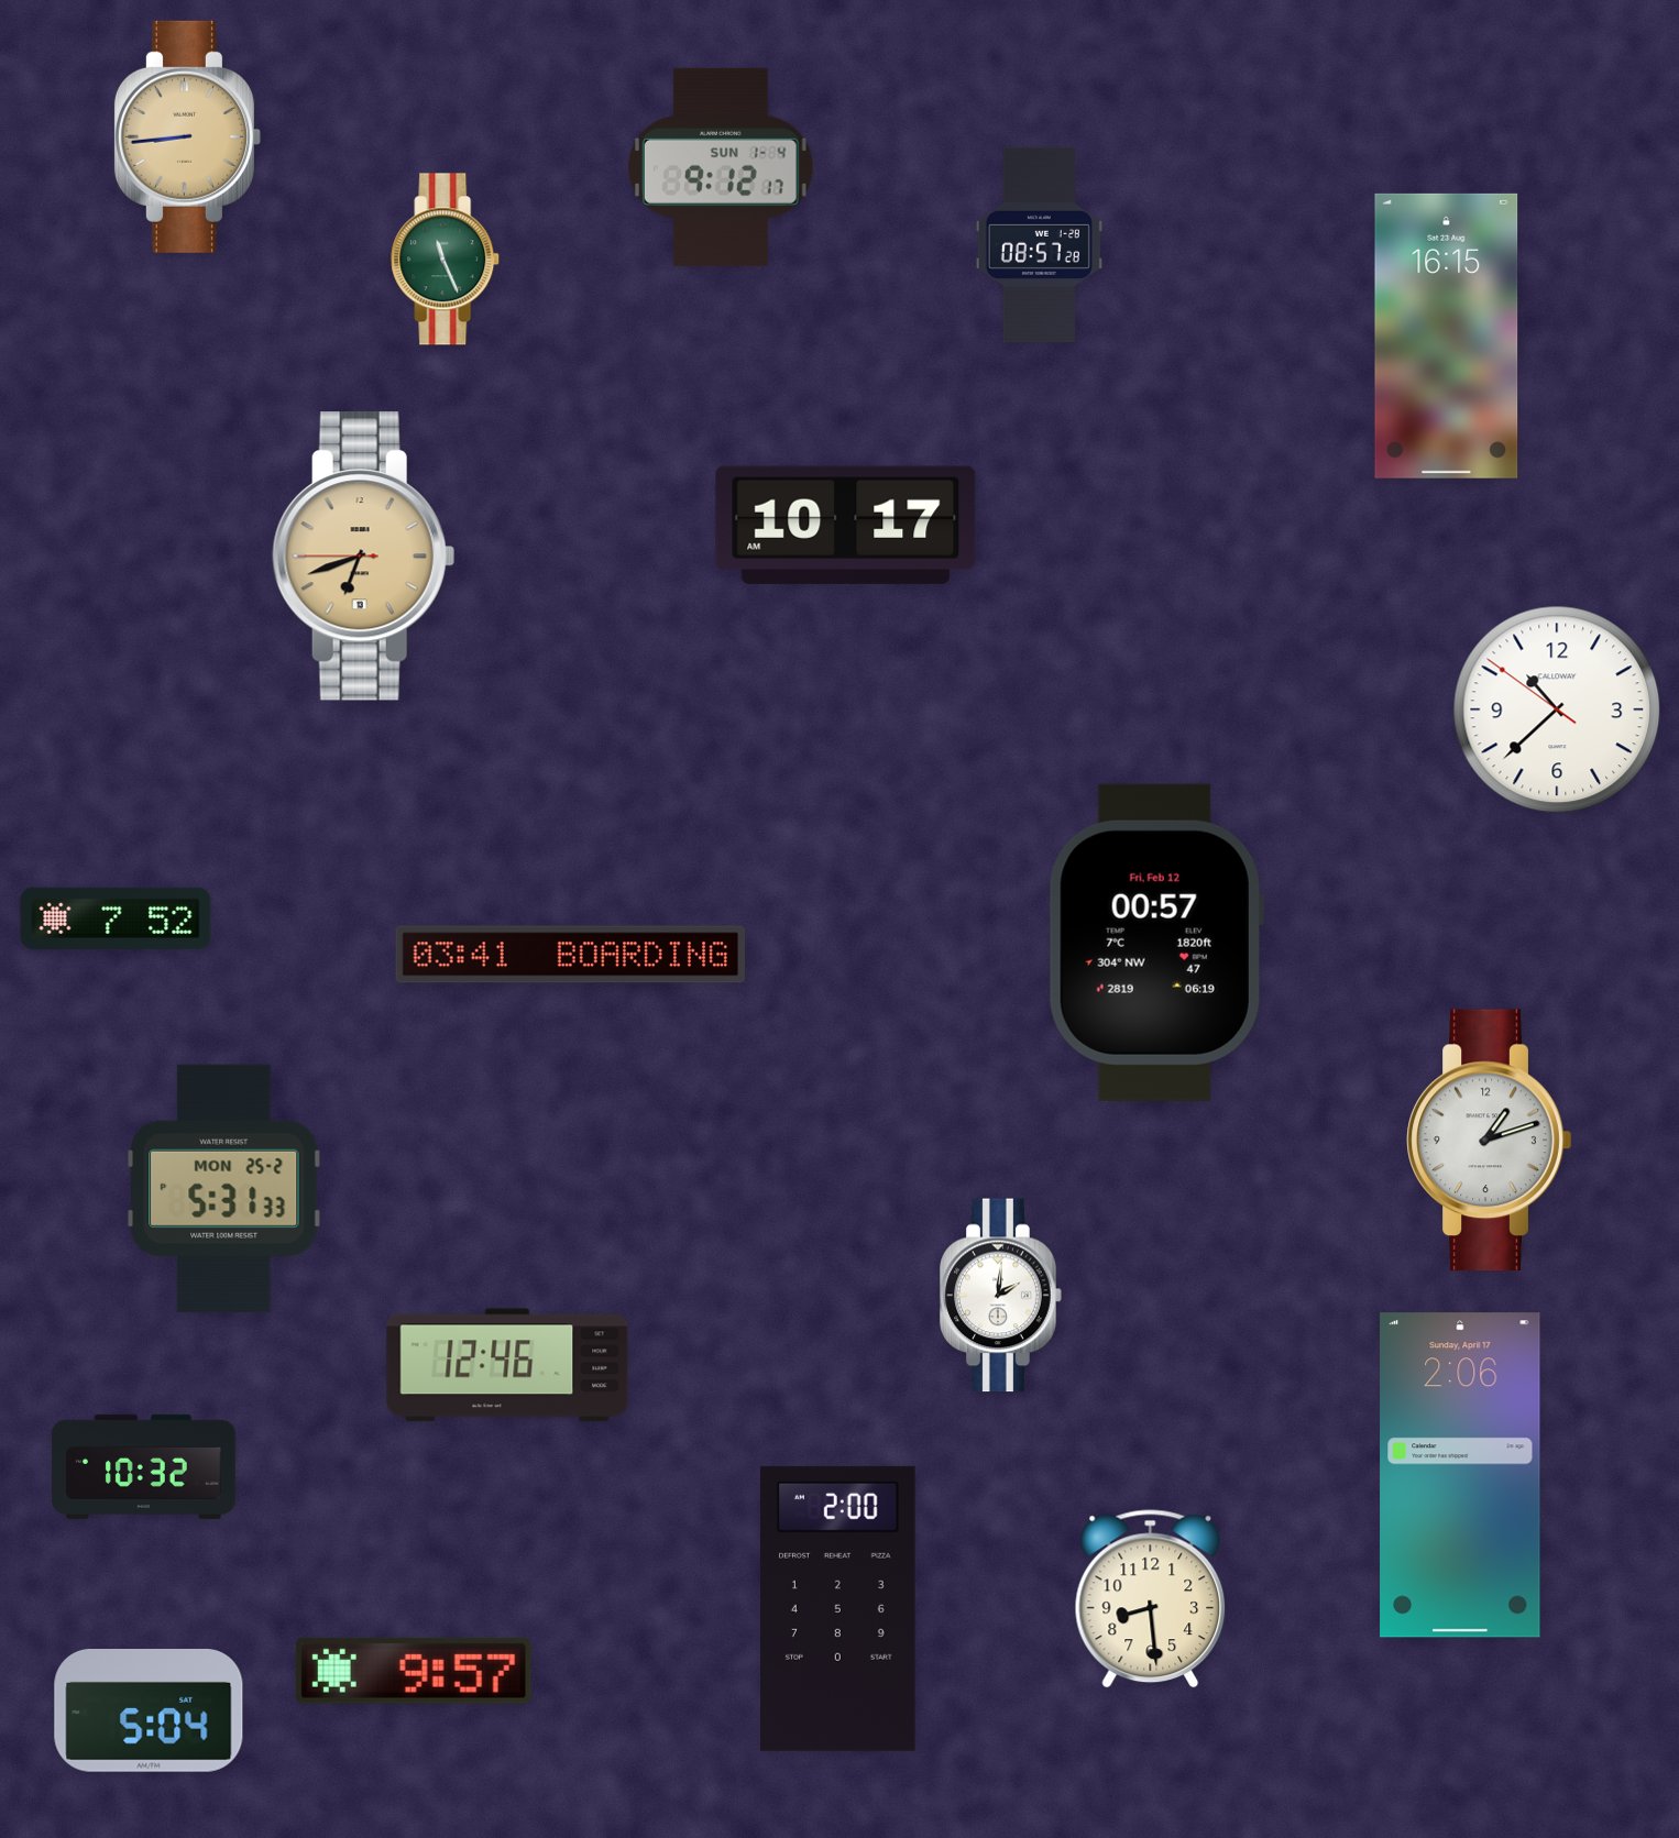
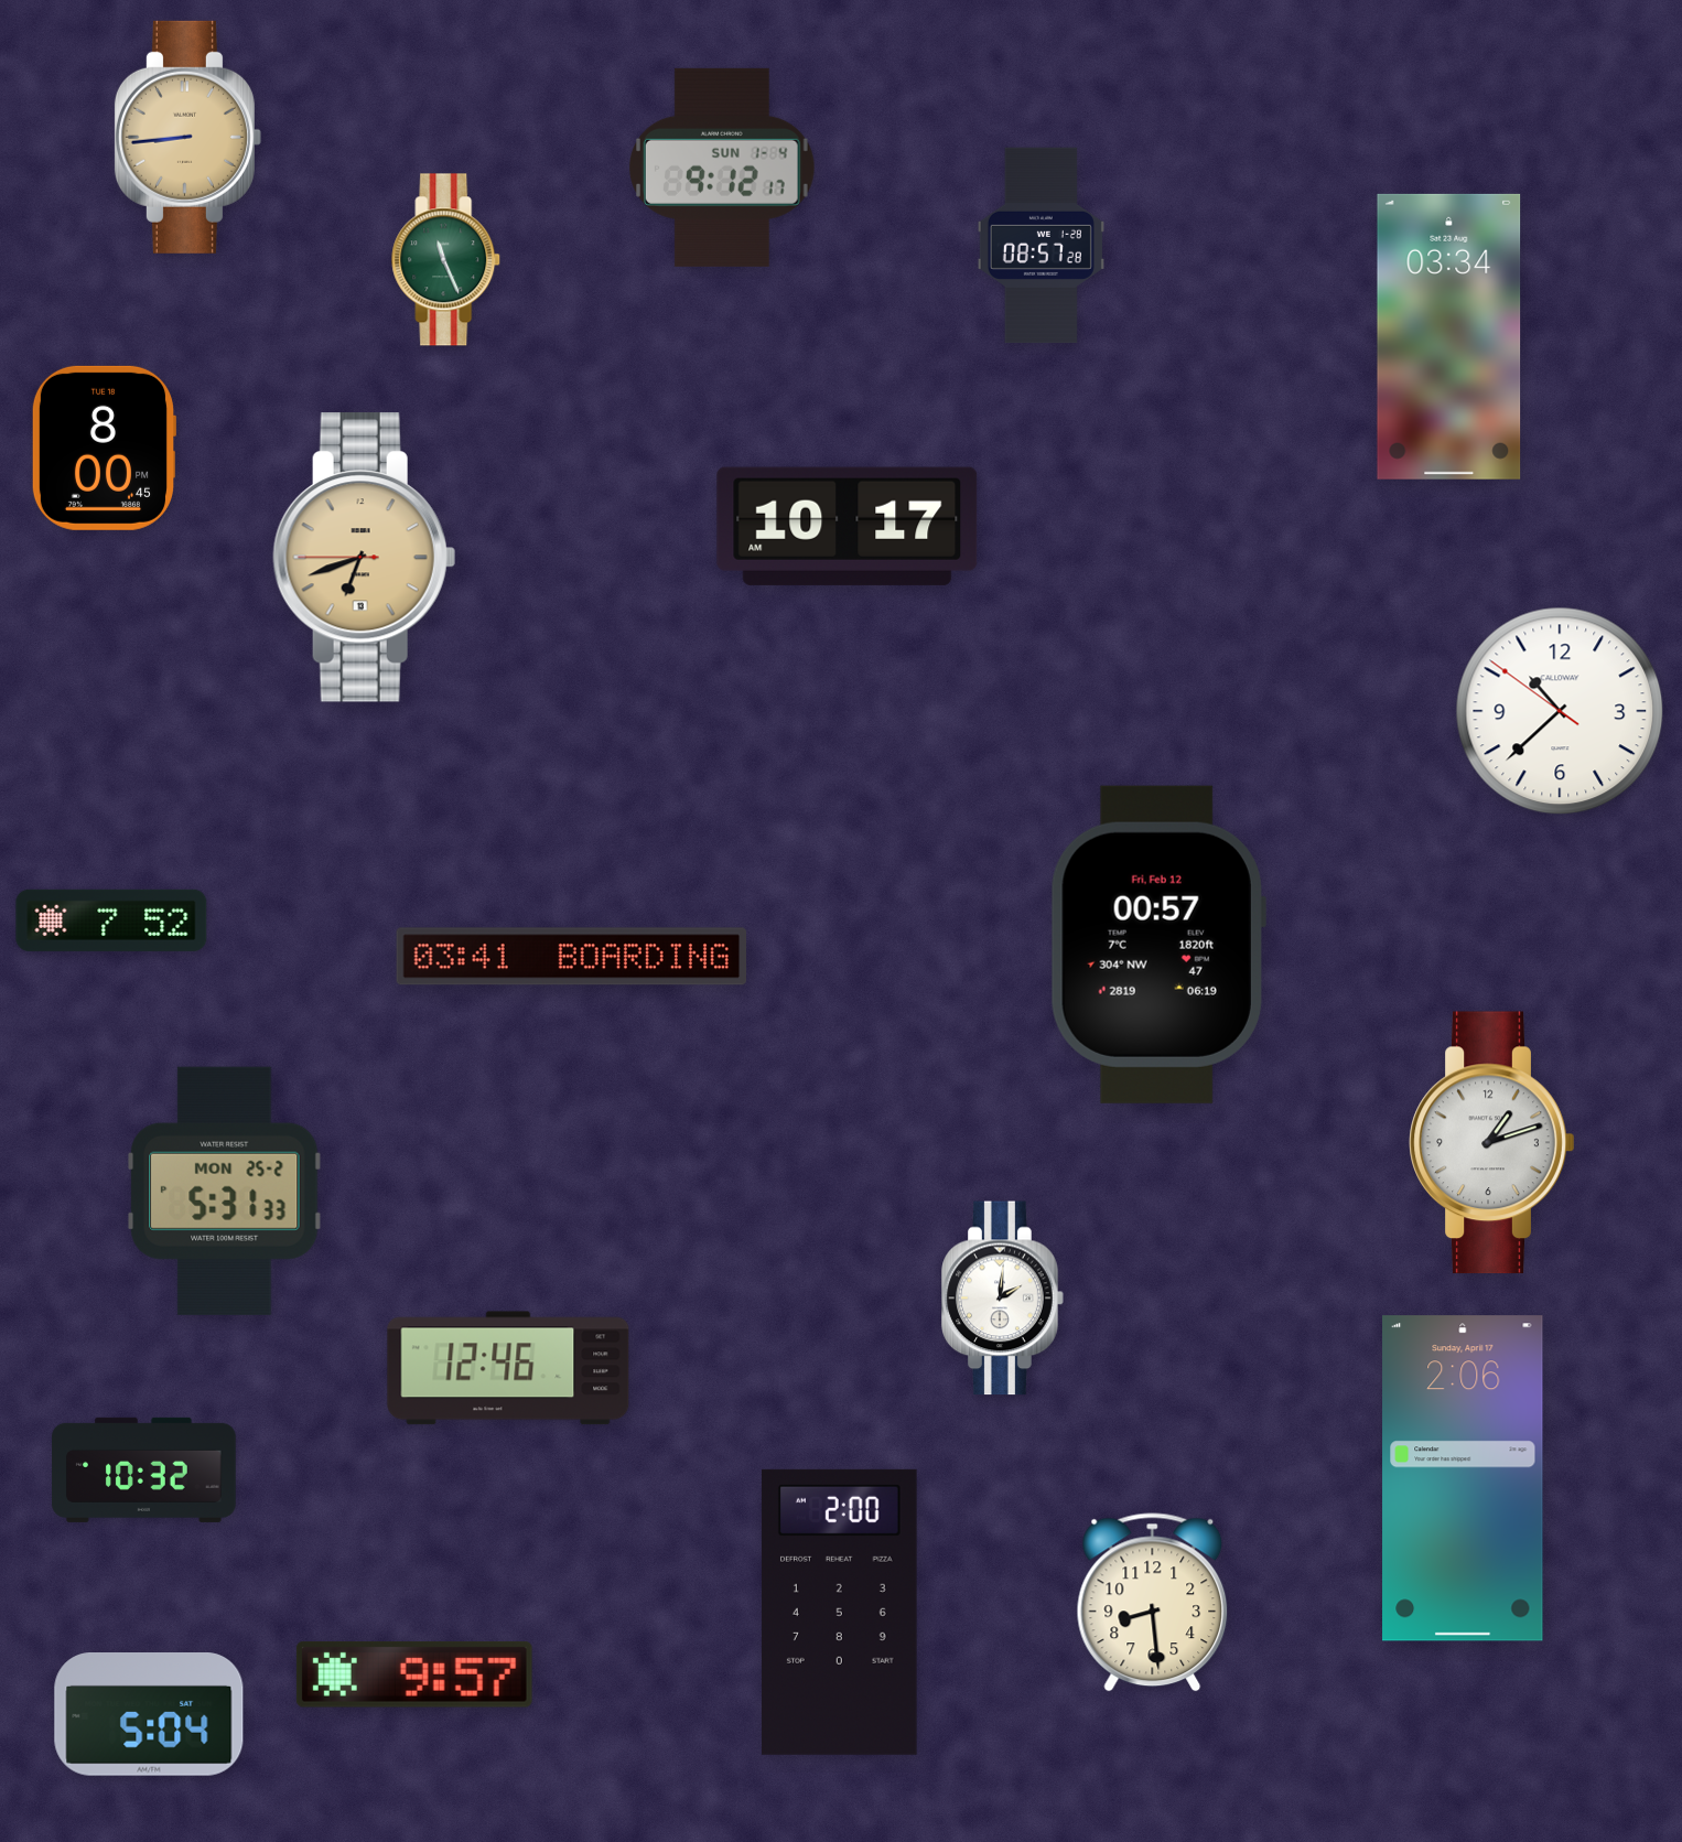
clock at (1447, 335): 16:15 -> 03:34
clock at (103, 448): none -> 8:00
clock at (116, 918) position: (116, 918) -> (111, 920)
